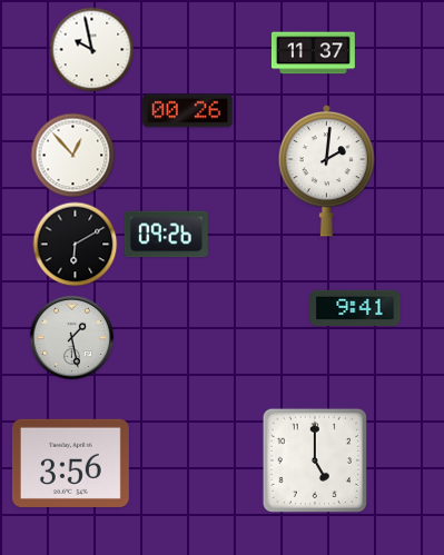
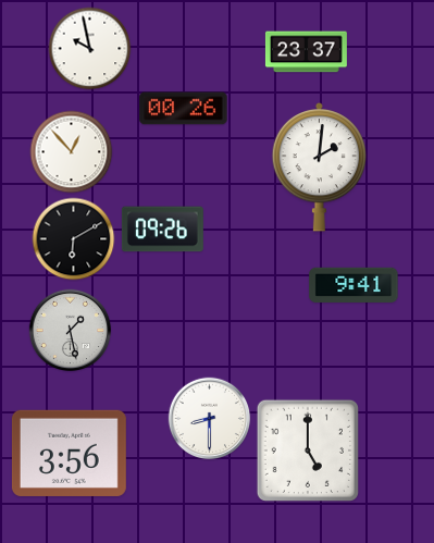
clock at (313, 53): 11:37 -> 23:37
clock at (355, 307) position: (355, 307) -> (354, 284)
clock at (210, 419): none -> 8:30
